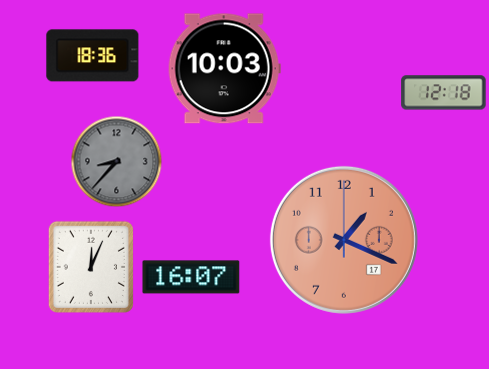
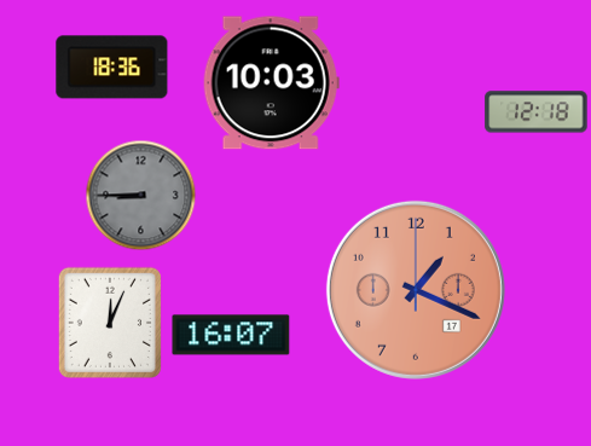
clock at (117, 162): 8:37 -> 8:45
